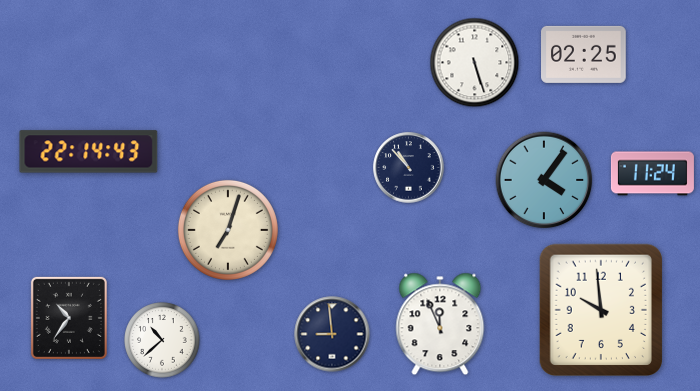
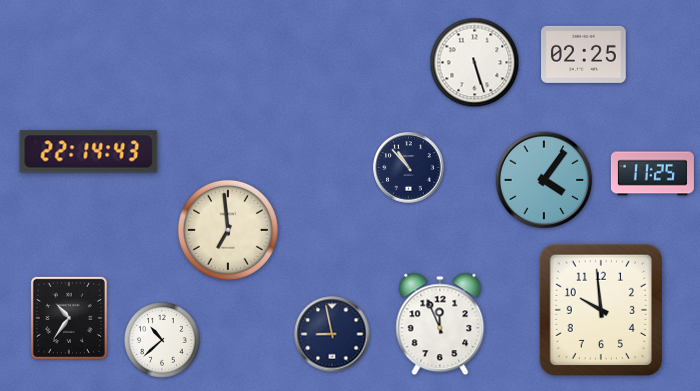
clock at (652, 174): 11:24 -> 11:25
clock at (228, 230): 7:03 -> 6:59
clock at (332, 334): 8:59 -> 8:58
